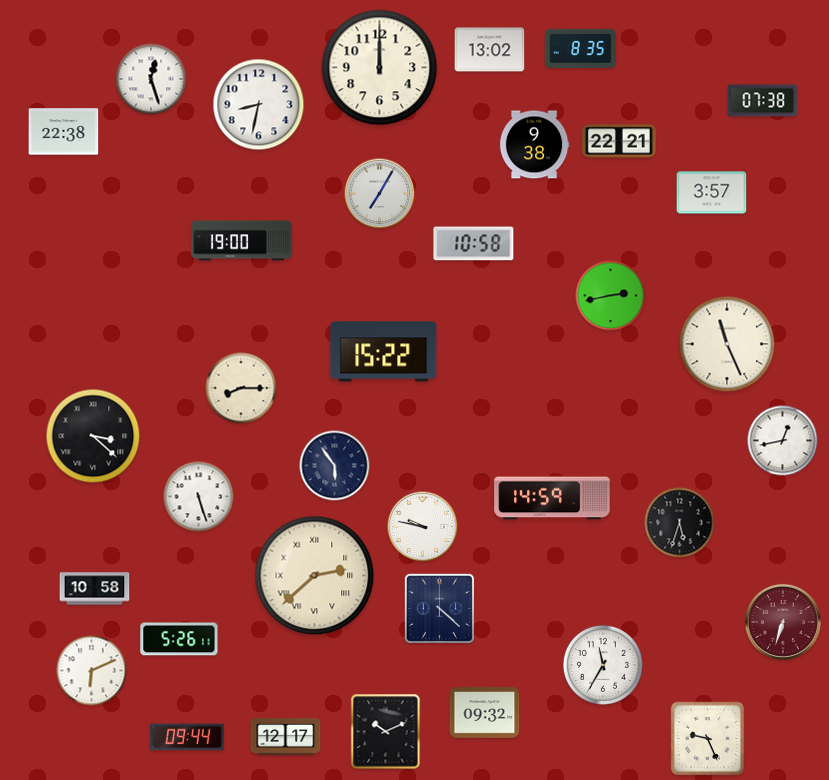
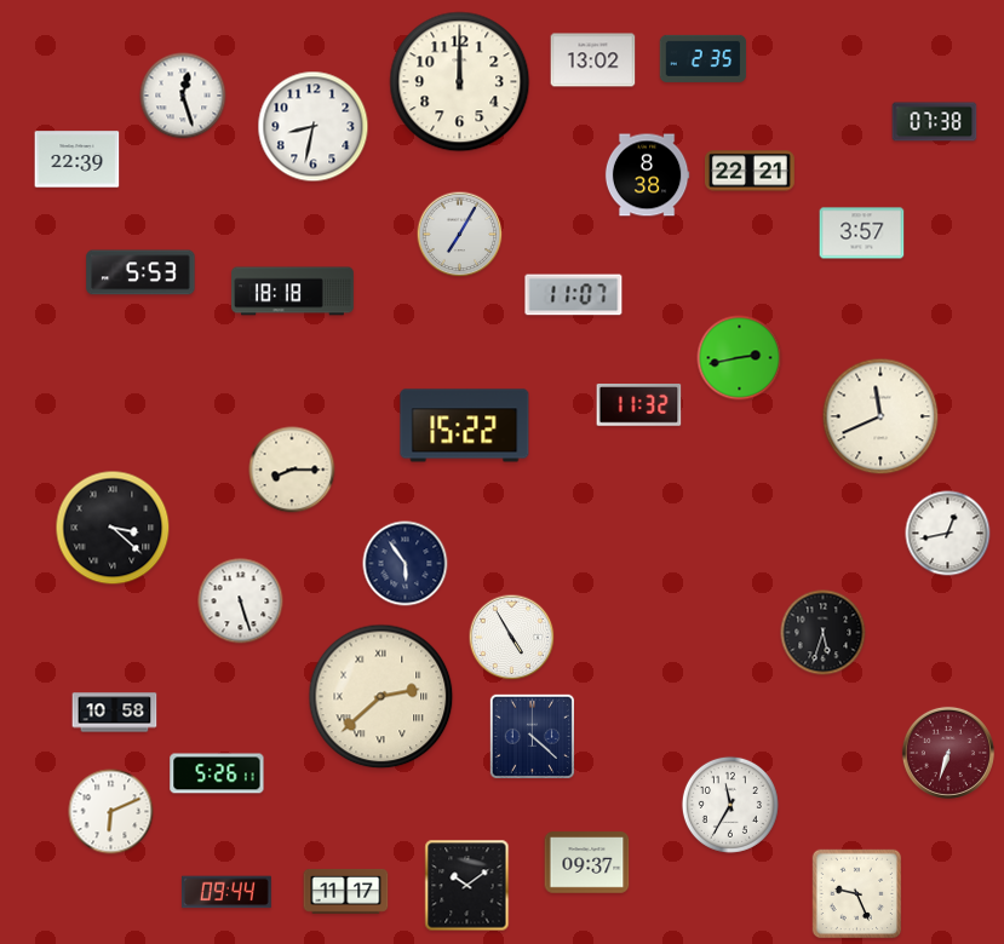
clock at (581, 48): 8:35 -> 2:35
clock at (763, 101) position: (763, 101) -> (935, 122)
clock at (64, 132): 22:38 -> 22:39
clock at (534, 145): 9:38 -> 8:38
clock at (140, 272): none -> 5:53
clock at (242, 241): 19:00 -> 18:18
clock at (474, 244): 10:58 -> 11:07
clock at (639, 405): none -> 11:32
clock at (727, 344): 11:26 -> 11:41
clock at (552, 498): 14:59 -> none
clock at (423, 527): 9:47 -> 4:55
clock at (485, 713): 09:32 -> 09:37
clock at (386, 732): 10:11 -> 10:09
clock at (286, 736): 12:17 -> 11:17
